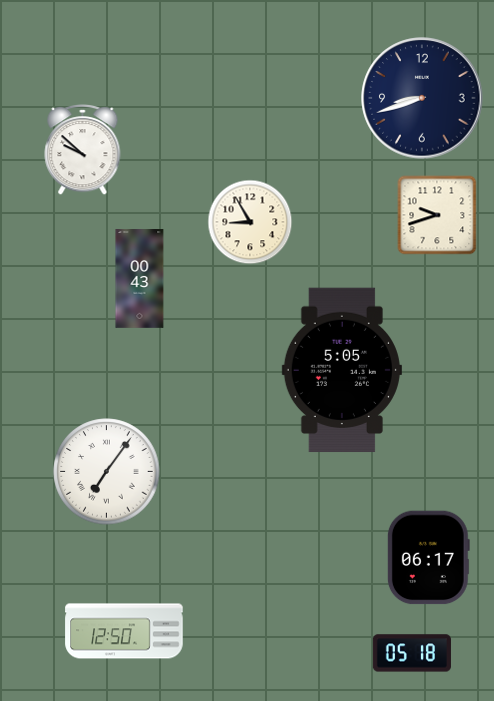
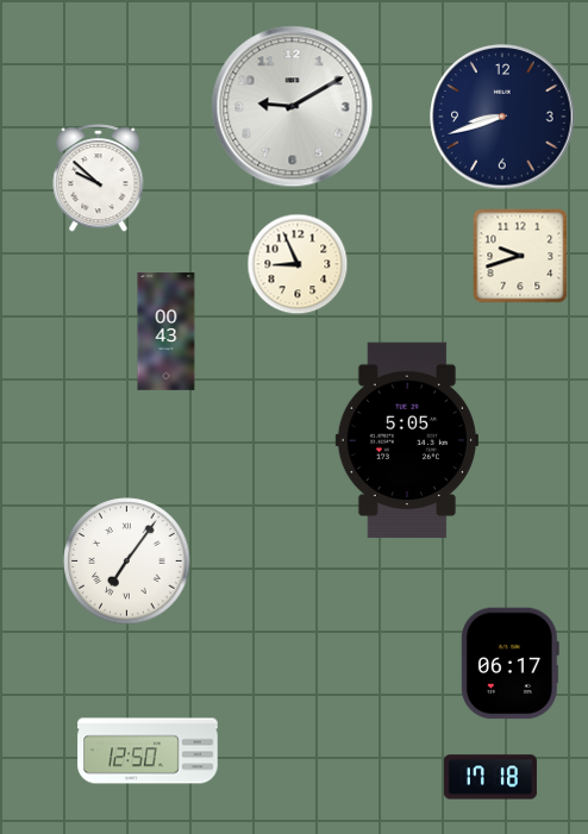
clock at (293, 107): none -> 9:10
clock at (250, 222): 8:55 -> 8:56
clock at (412, 653): 05:18 -> 17:18
